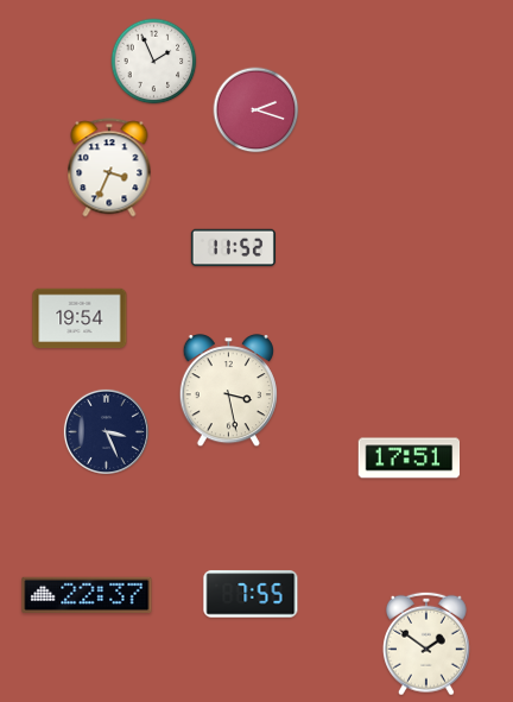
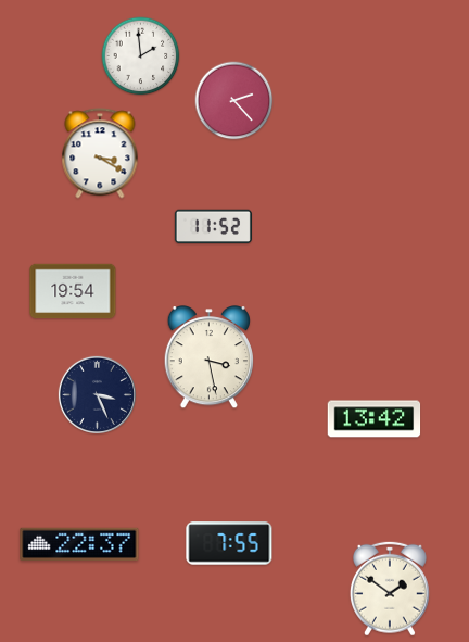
clock at (154, 62): 1:56 -> 1:59
clock at (256, 110): 2:18 -> 2:23
clock at (109, 167): 3:34 -> 3:20
clock at (410, 458): 17:51 -> 13:42
